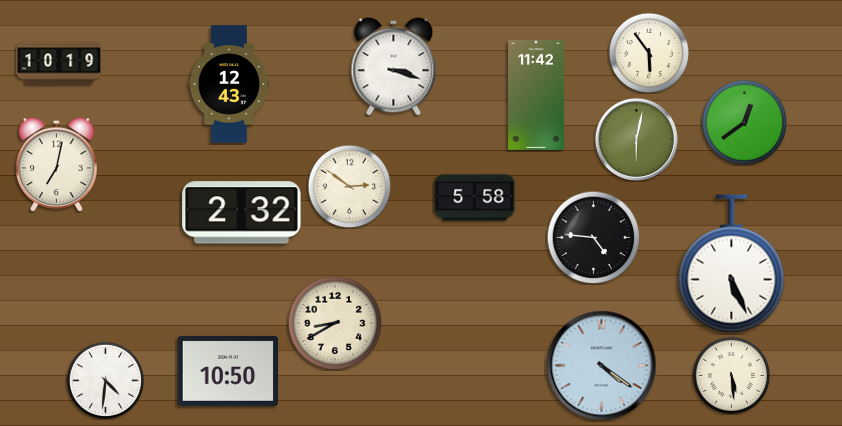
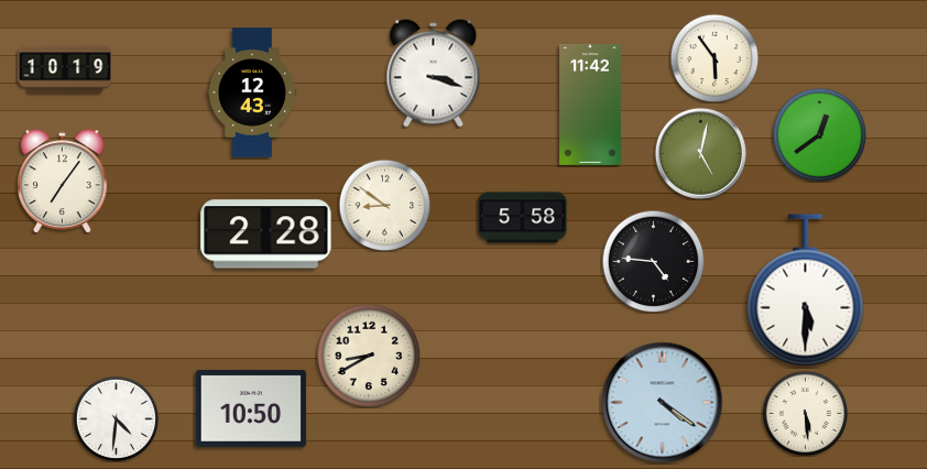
clock at (636, 139): 6:02 -> 5:02
clock at (57, 164): 7:02 -> 7:06
clock at (349, 186): 2:51 -> 8:51
clock at (242, 213): 2:32 -> 2:28
clock at (732, 264): 5:26 -> 5:30
